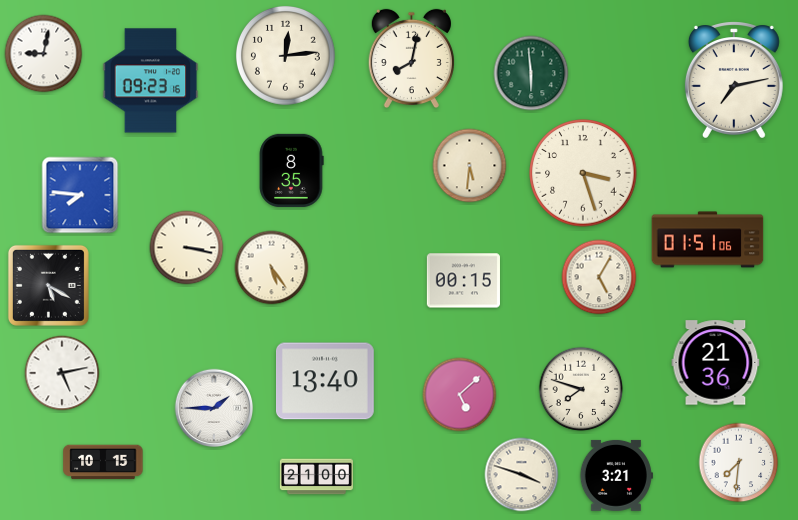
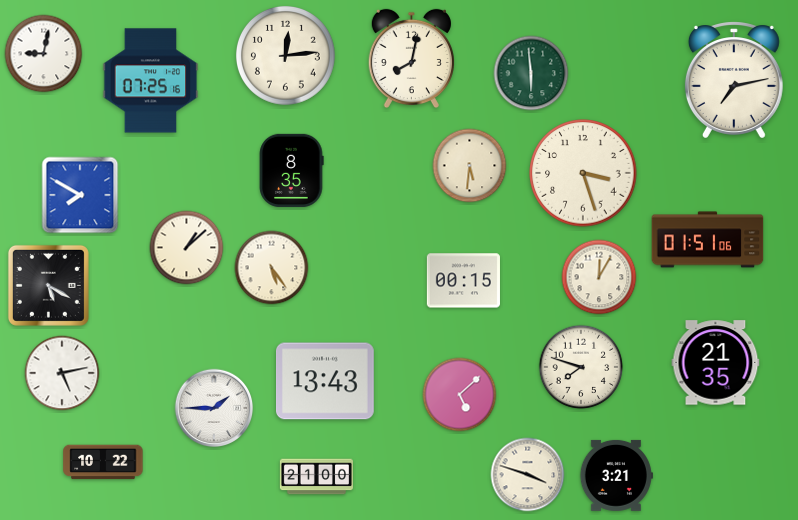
clock at (151, 81): 09:23 -> 07:25
clock at (80, 195): 7:46 -> 7:50
clock at (187, 248): 3:17 -> 1:08
clock at (599, 277): 5:05 -> 12:05
clock at (716, 363): 21:36 -> 21:35
clock at (326, 381): 13:40 -> 13:43
clock at (581, 389) position: (581, 389) -> (581, 367)
clock at (103, 462): 10:15 -> 10:22
clock at (739, 463): 7:31 -> none
clock at (522, 475) position: (522, 475) -> (528, 475)
